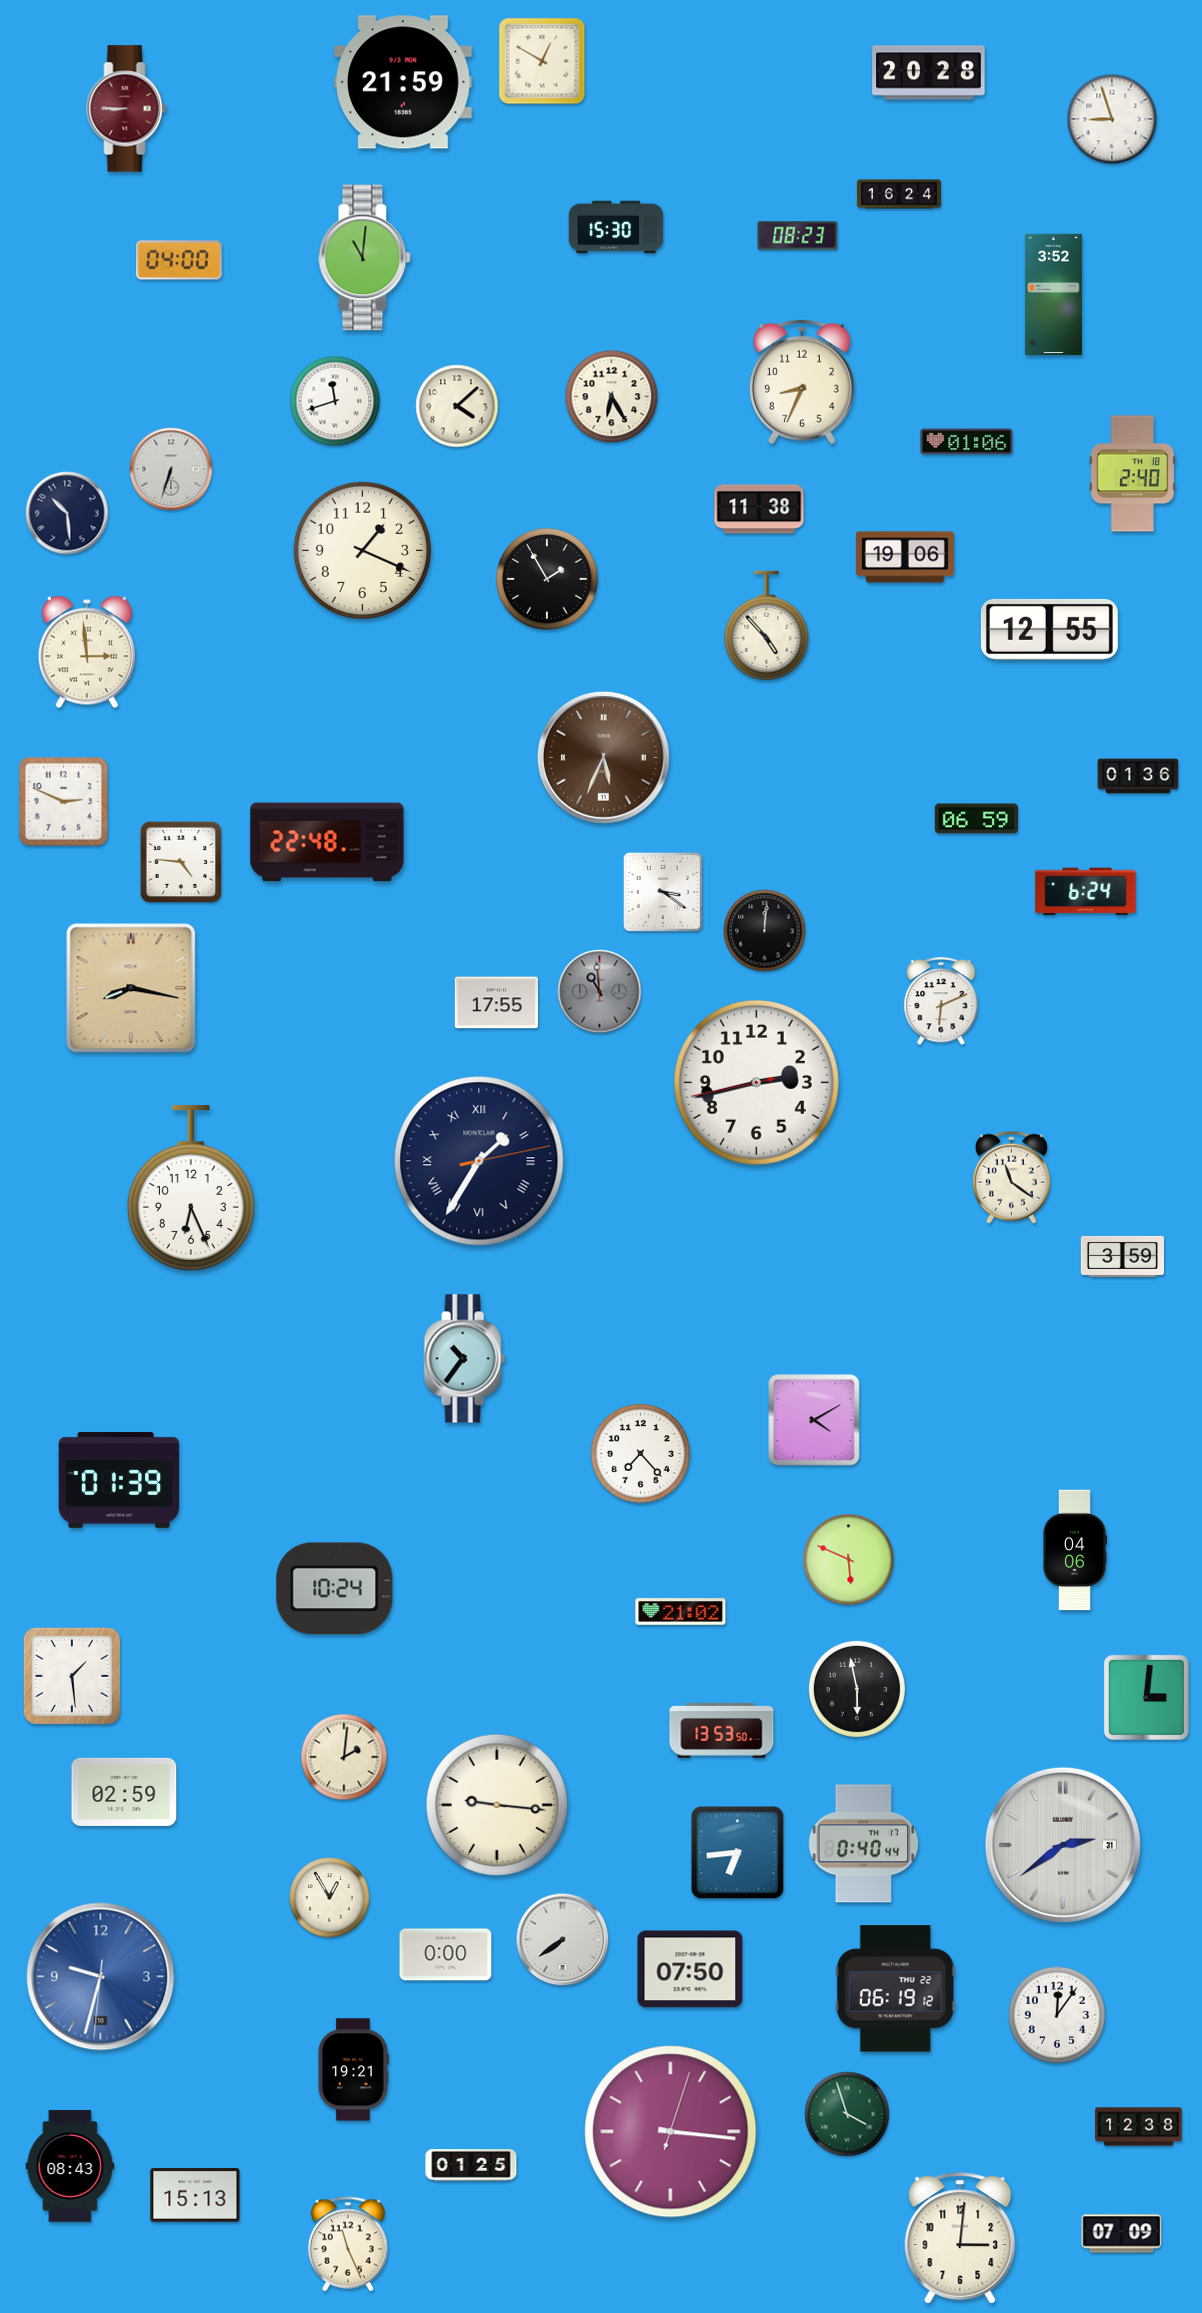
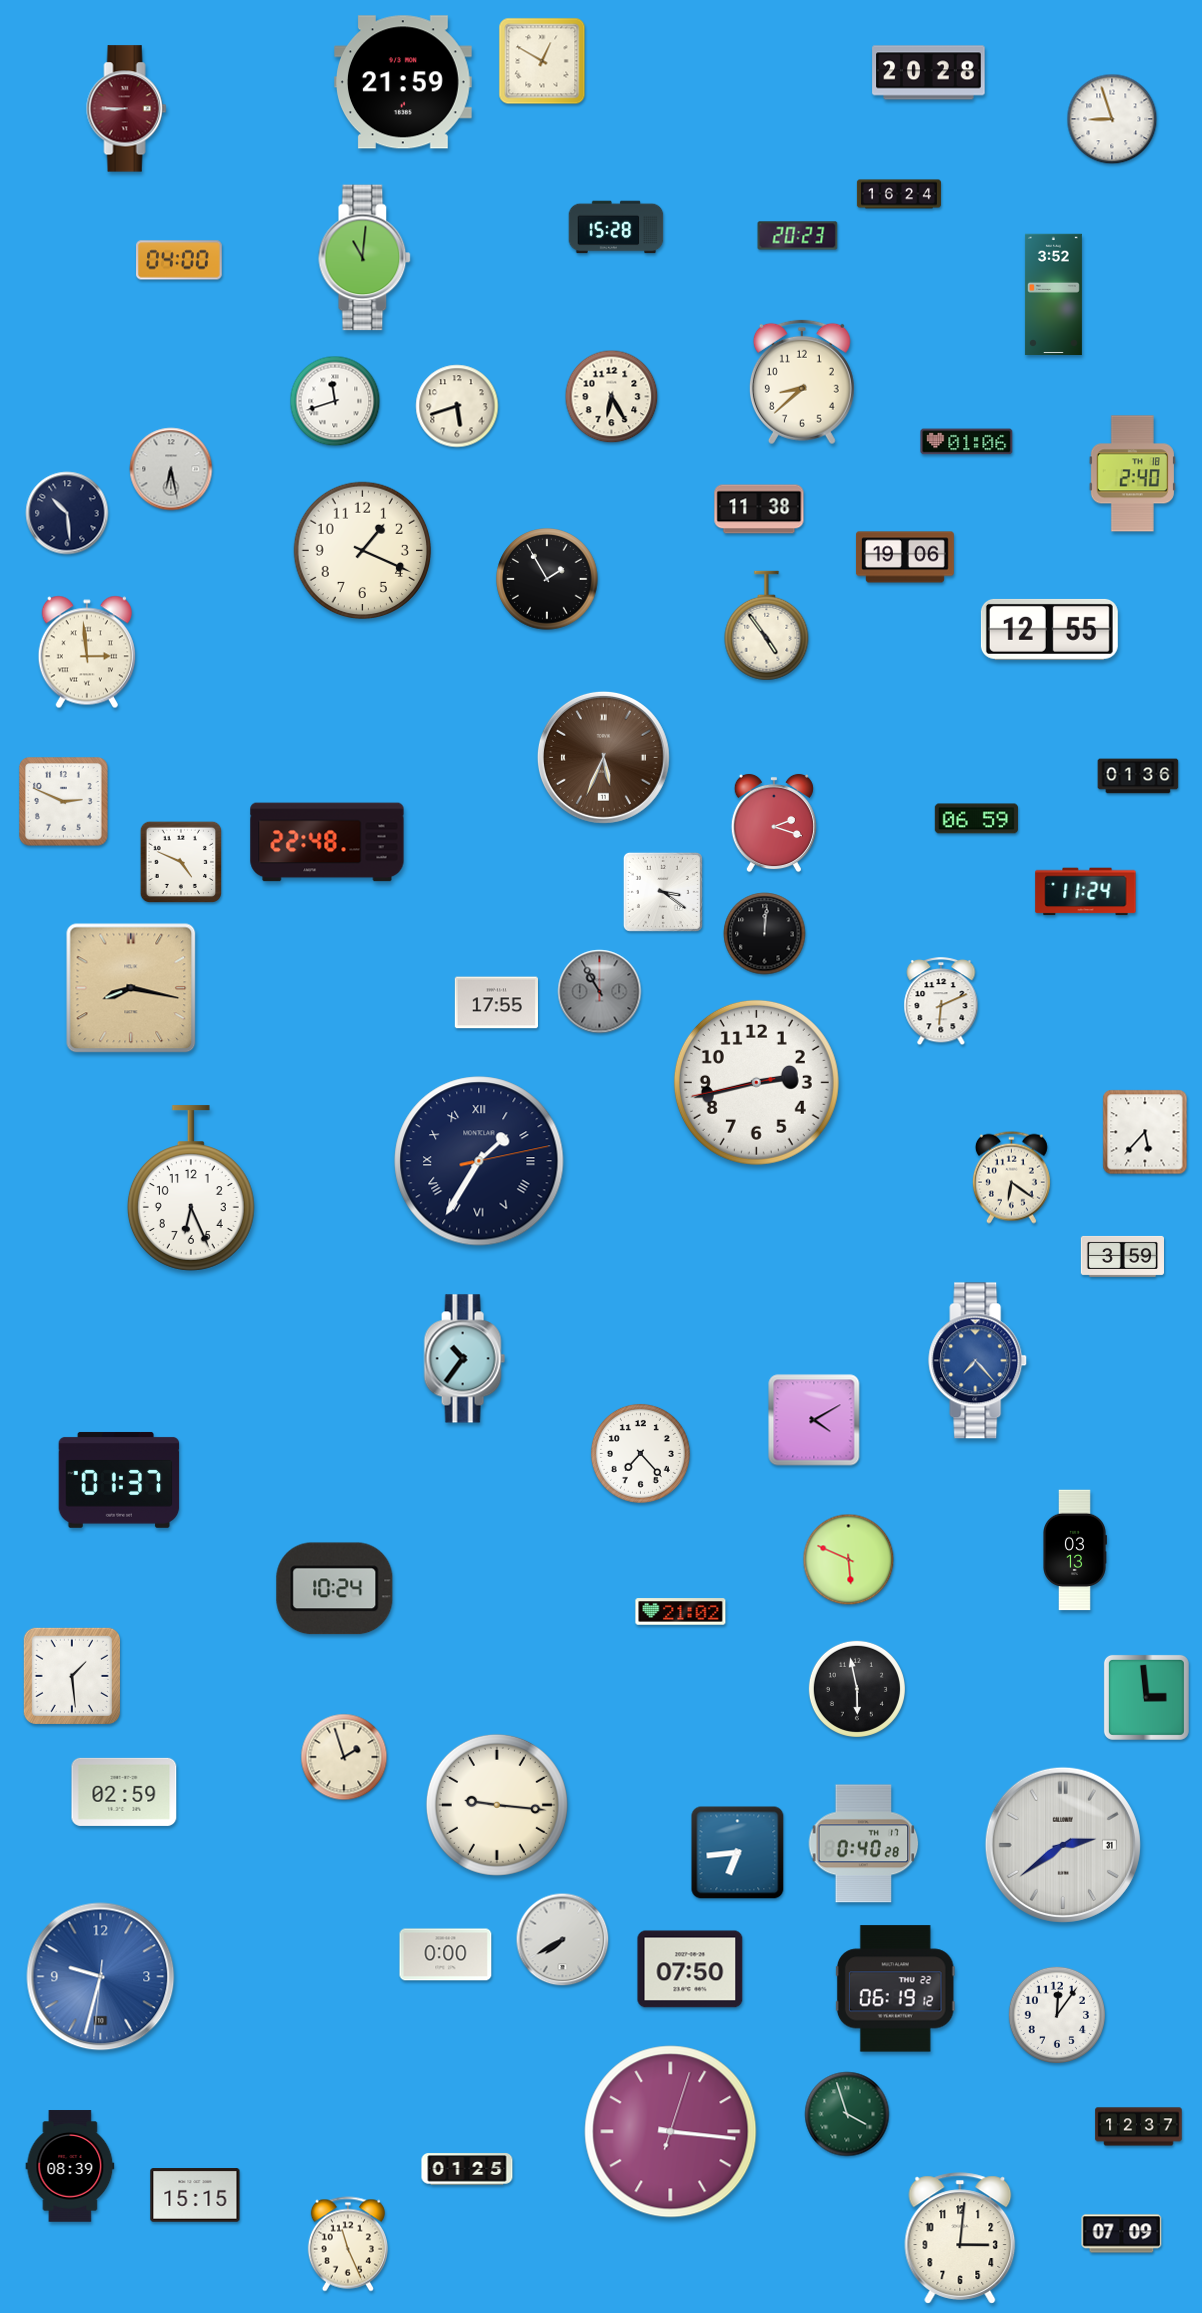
clock at (616, 227): 15:30 -> 15:28
clock at (798, 236): 08:23 -> 20:23
clock at (802, 382): 8:34 -> 8:38
clock at (457, 406): 4:08 -> 5:42
clock at (171, 469): 6:33 -> 6:28
clock at (767, 626): 4:53 -> 4:54
clock at (774, 823): none -> 2:18
clock at (180, 861): 4:46 -> 4:49
clock at (1086, 892): 6:24 -> 11:24
clock at (765, 931) position: (765, 931) -> (765, 934)
clock at (600, 992): 10:59 -> 10:55
clock at (1145, 1132): none -> 5:37
clock at (1011, 1177): 11:21 -> 6:21
clock at (978, 1361): none -> 7:23
clock at (119, 1480): 01:39 -> 01:37
clock at (1075, 1550): 04:06 -> 03:13
clock at (1146, 1697): 3:01 -> 2:59
clock at (722, 1730): 13:53 -> none
clock at (344, 1757): 2:01 -> 1:57
clock at (864, 1844): 0:40:44 -> 0:40:28
clock at (330, 1898): 12:55 -> none
clock at (563, 1940): 7:39 -> 7:40
clock at (353, 2070): 19:21 -> none
clock at (1139, 2127): 12:38 -> 12:37
clock at (471, 2165) position: (471, 2165) -> (467, 2169)
clock at (70, 2166): 08:43 -> 08:39
clock at (195, 2195): 15:13 -> 15:15
